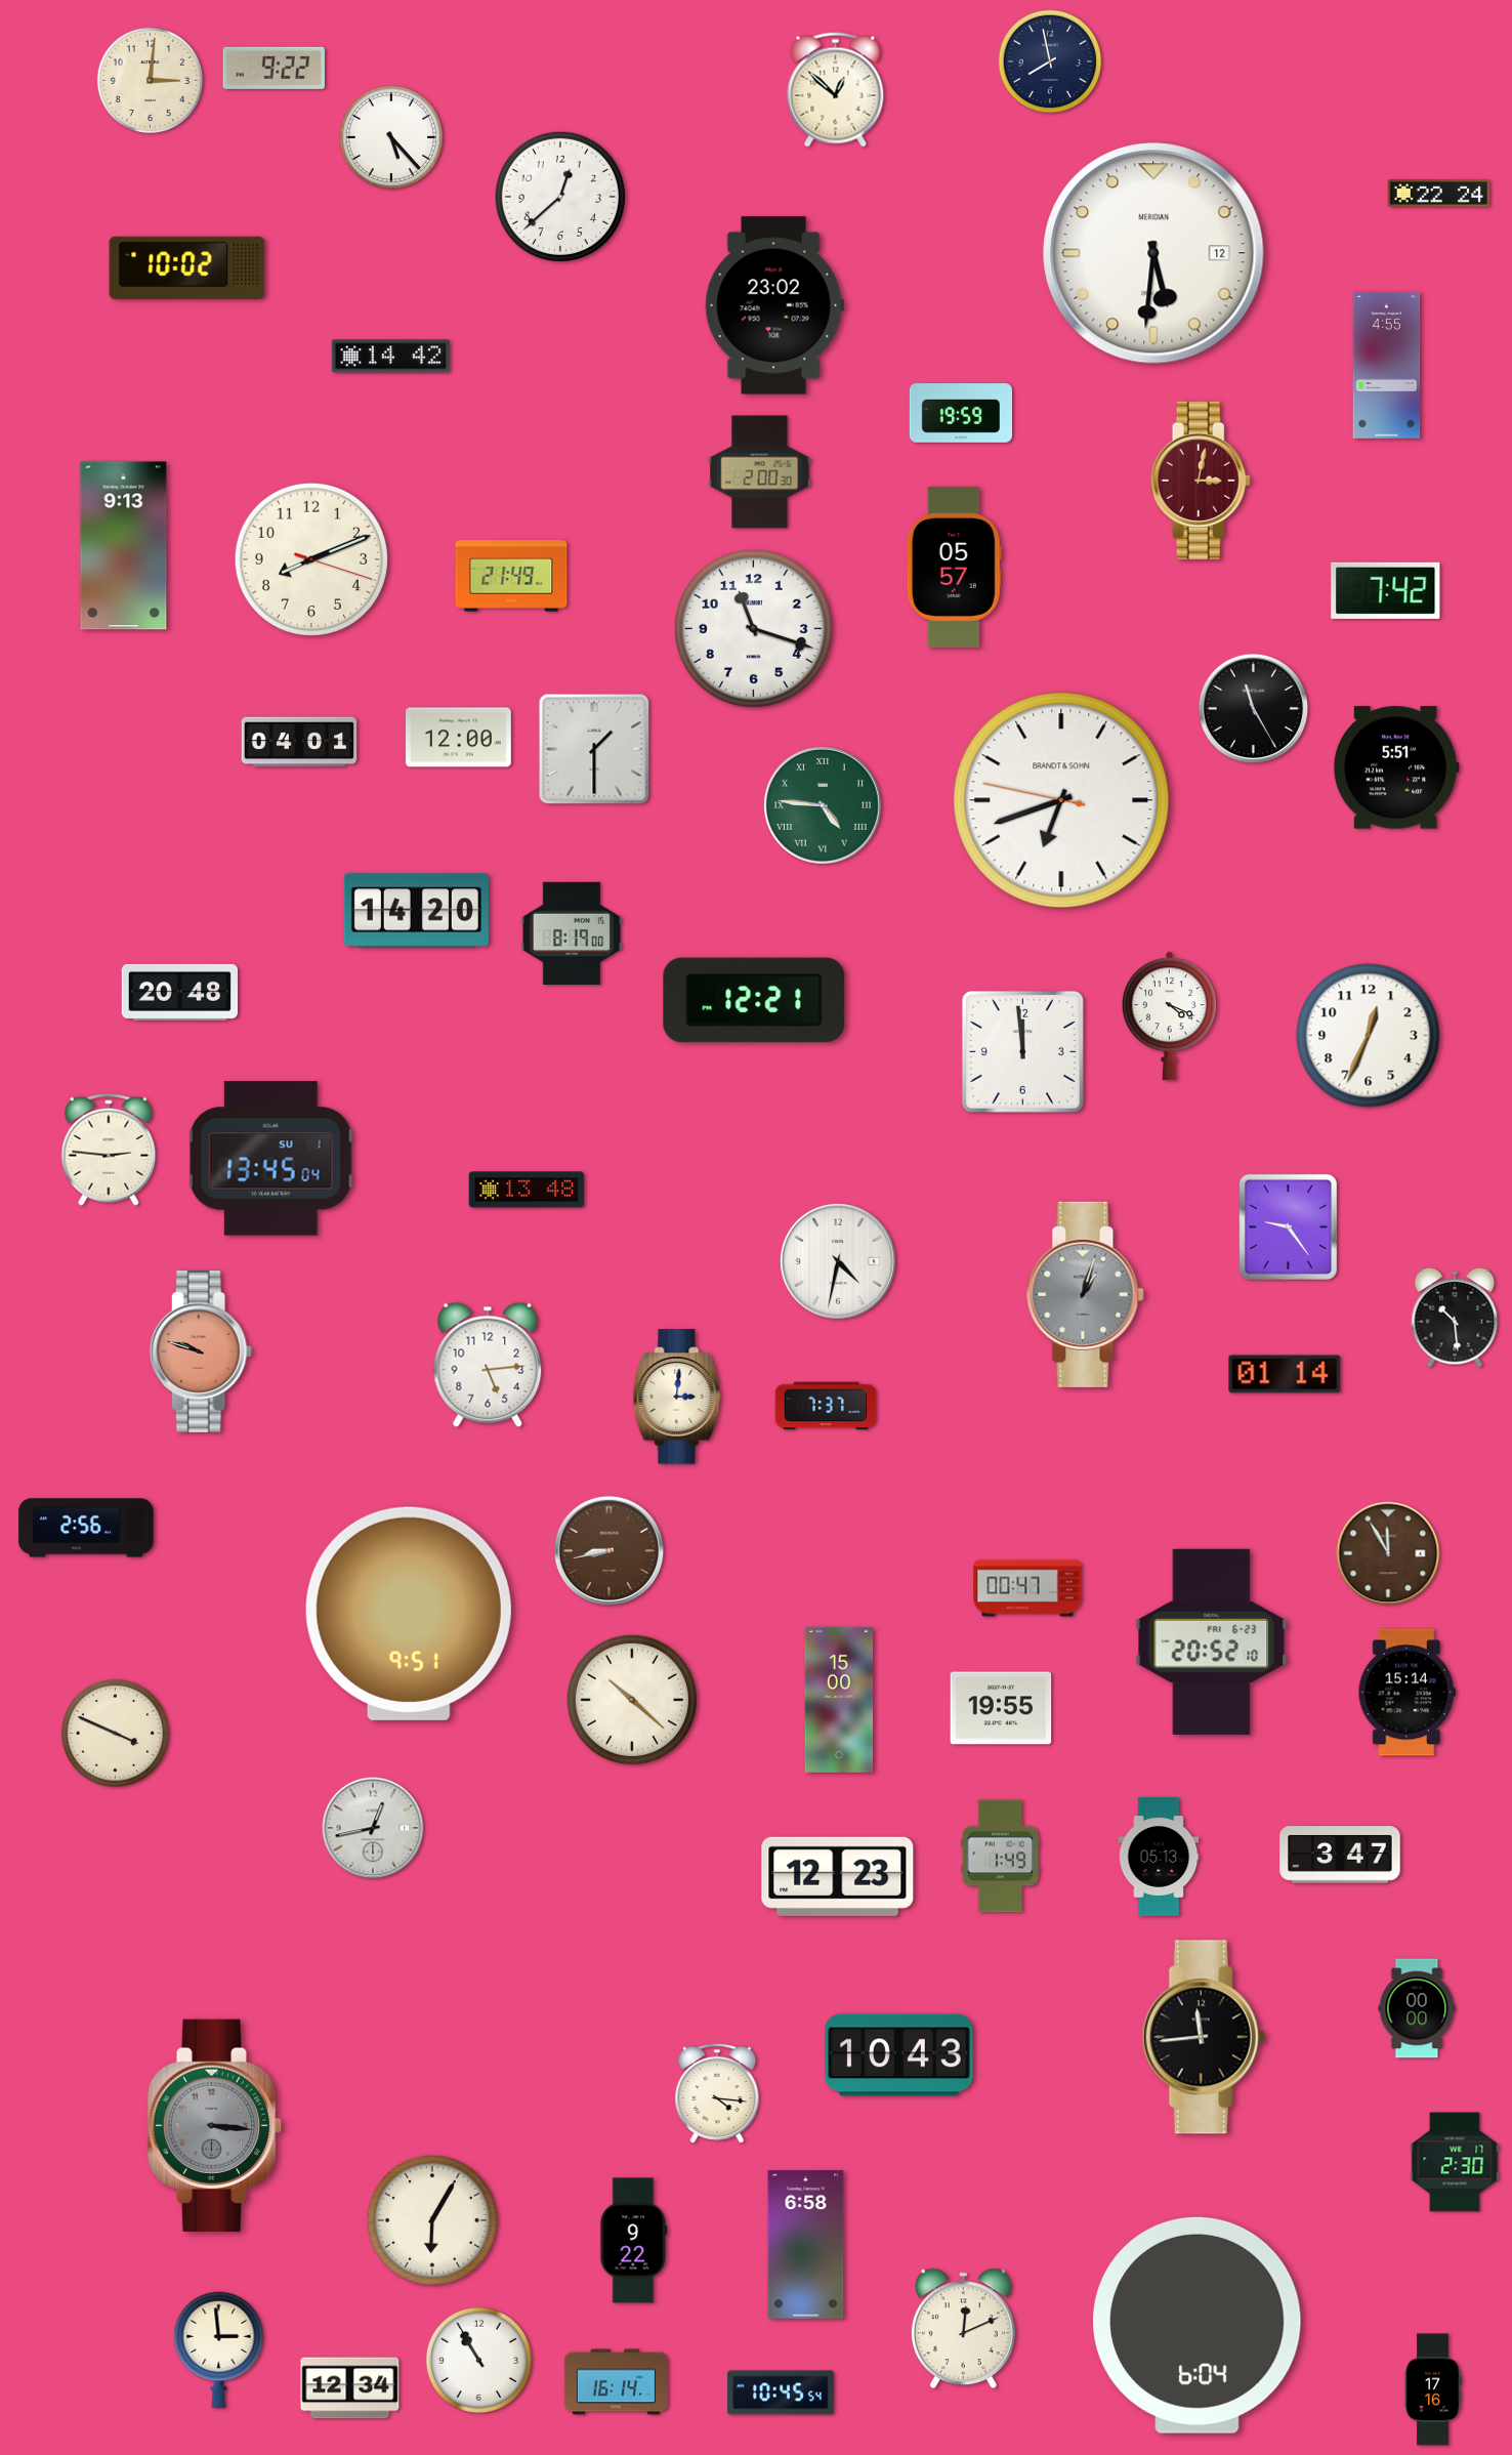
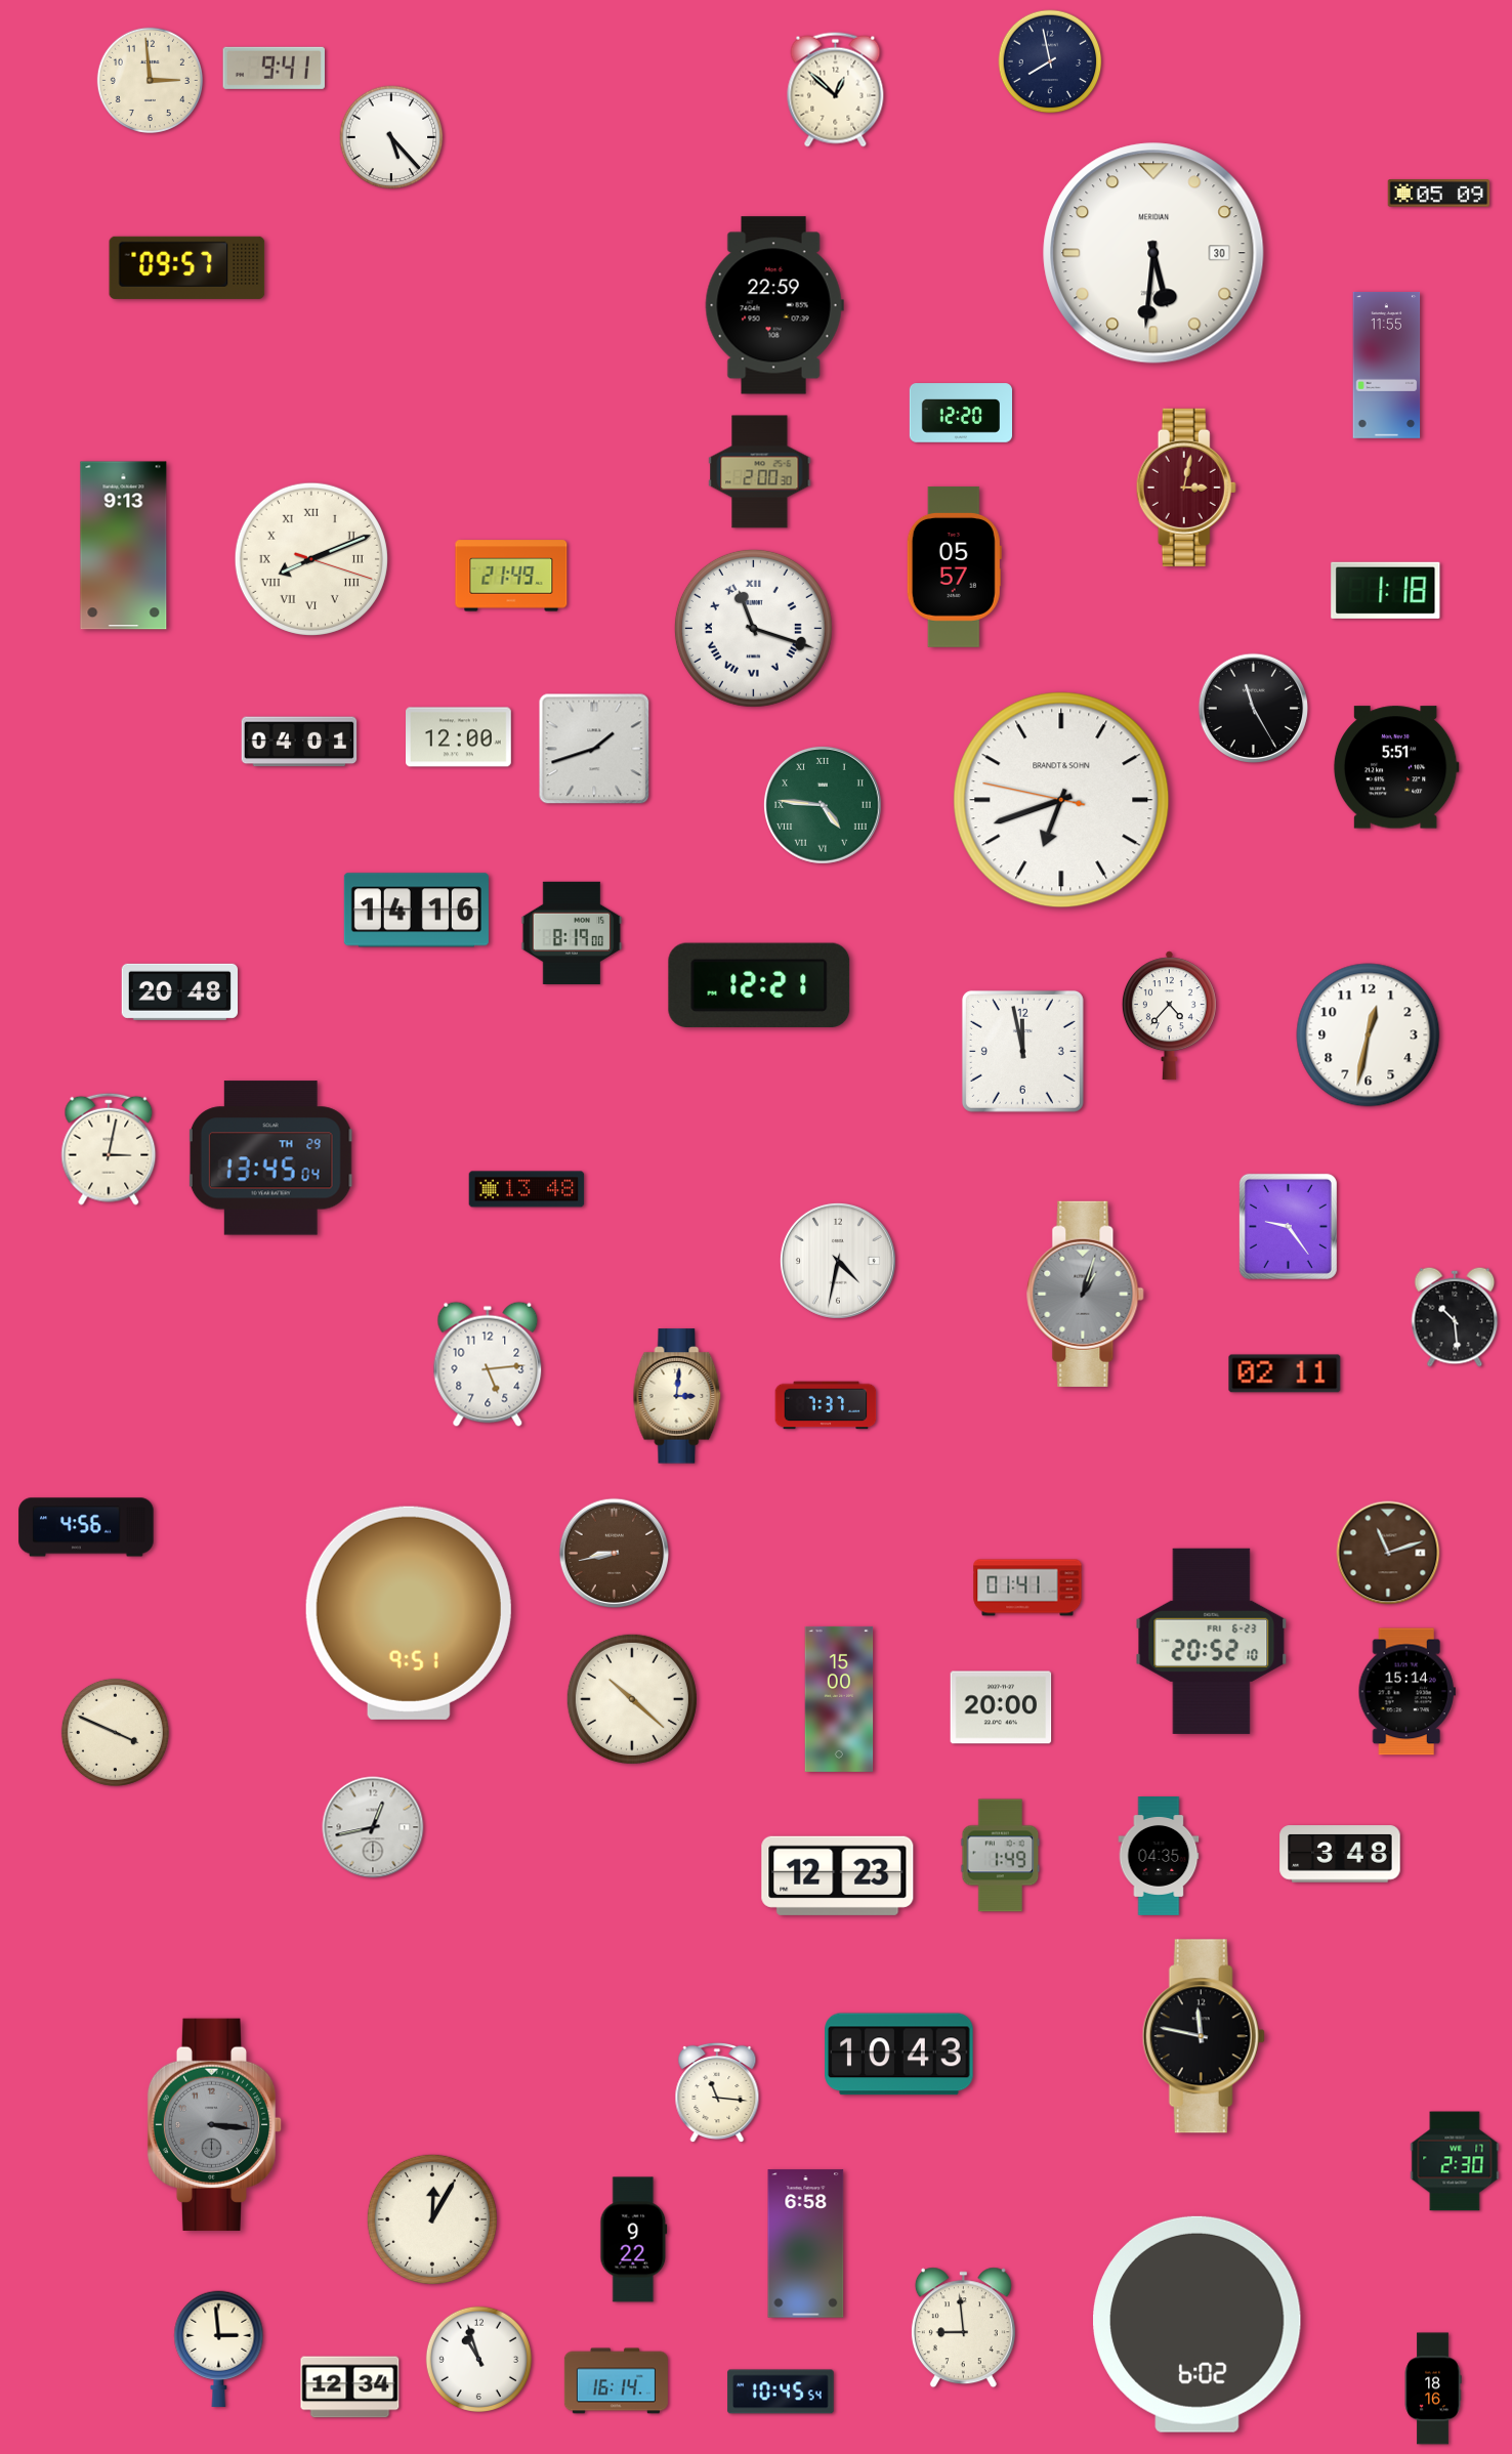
clock at (274, 68): 9:22 -> 9:41
clock at (150, 80): 3:01 -> 2:59
clock at (1439, 194): 22:24 -> 05:09
clock at (560, 197): 12:38 -> none
clock at (1153, 253) date: 12 -> 30
clock at (187, 267): 10:02 -> 09:57
clock at (774, 305): 23:02 -> 22:59
clock at (390, 357): 14:42 -> none
clock at (1387, 365): 4:55 -> 11:55
clock at (960, 413): 19:59 -> 12:20
clock at (1201, 481) position: (1201, 481) -> (1186, 488)
clock at (311, 559) numerals: Arabic -> Roman
clock at (1386, 590): 7:42 -> 1:18
clock at (753, 628) numerals: Arabic -> Roman
clock at (594, 749): 1:30 -> 1:42
clock at (416, 911): 14:20 -> 14:16
clock at (754, 999) position: (754, 999) -> (759, 984)
clock at (1169, 1016): 4:19 -> 4:37
clock at (1369, 1036): 12:34 -> 12:32
clock at (1022, 1051): 11:59 -> 11:58
clock at (109, 1150): 2:46 -> 3:02
clock at (271, 1159) date: SU 1 -> TH 29
clock at (201, 1351): 9:48 -> none
clock at (1285, 1374): 01:14 -> 02:11
clock at (86, 1528): 2:56 -> 4:56
clock at (610, 1551) position: (610, 1551) -> (615, 1554)
clock at (1388, 1553): 11:55 -> 11:12
clock at (1027, 1588): 00:47 -> 01:41
clock at (1001, 1708): 19:55 -> 20:00
clock at (1340, 1855): 3:47 -> 3:48
clock at (1159, 1858): 05:13 -> 04:35
clock at (1417, 2008): 00:00 -> none
clock at (1204, 2037): 11:44 -> 11:47
clock at (717, 2093): 4:16 -> 11:16
clock at (432, 2220): 6:05 -> 12:05
clock at (1198, 2325): 6:04 -> 6:02
clock at (963, 2329): 12:11 -> 8:59
clock at (478, 2360): 10:55 -> 10:57
clock at (1433, 2389): 17:16 -> 18:16
